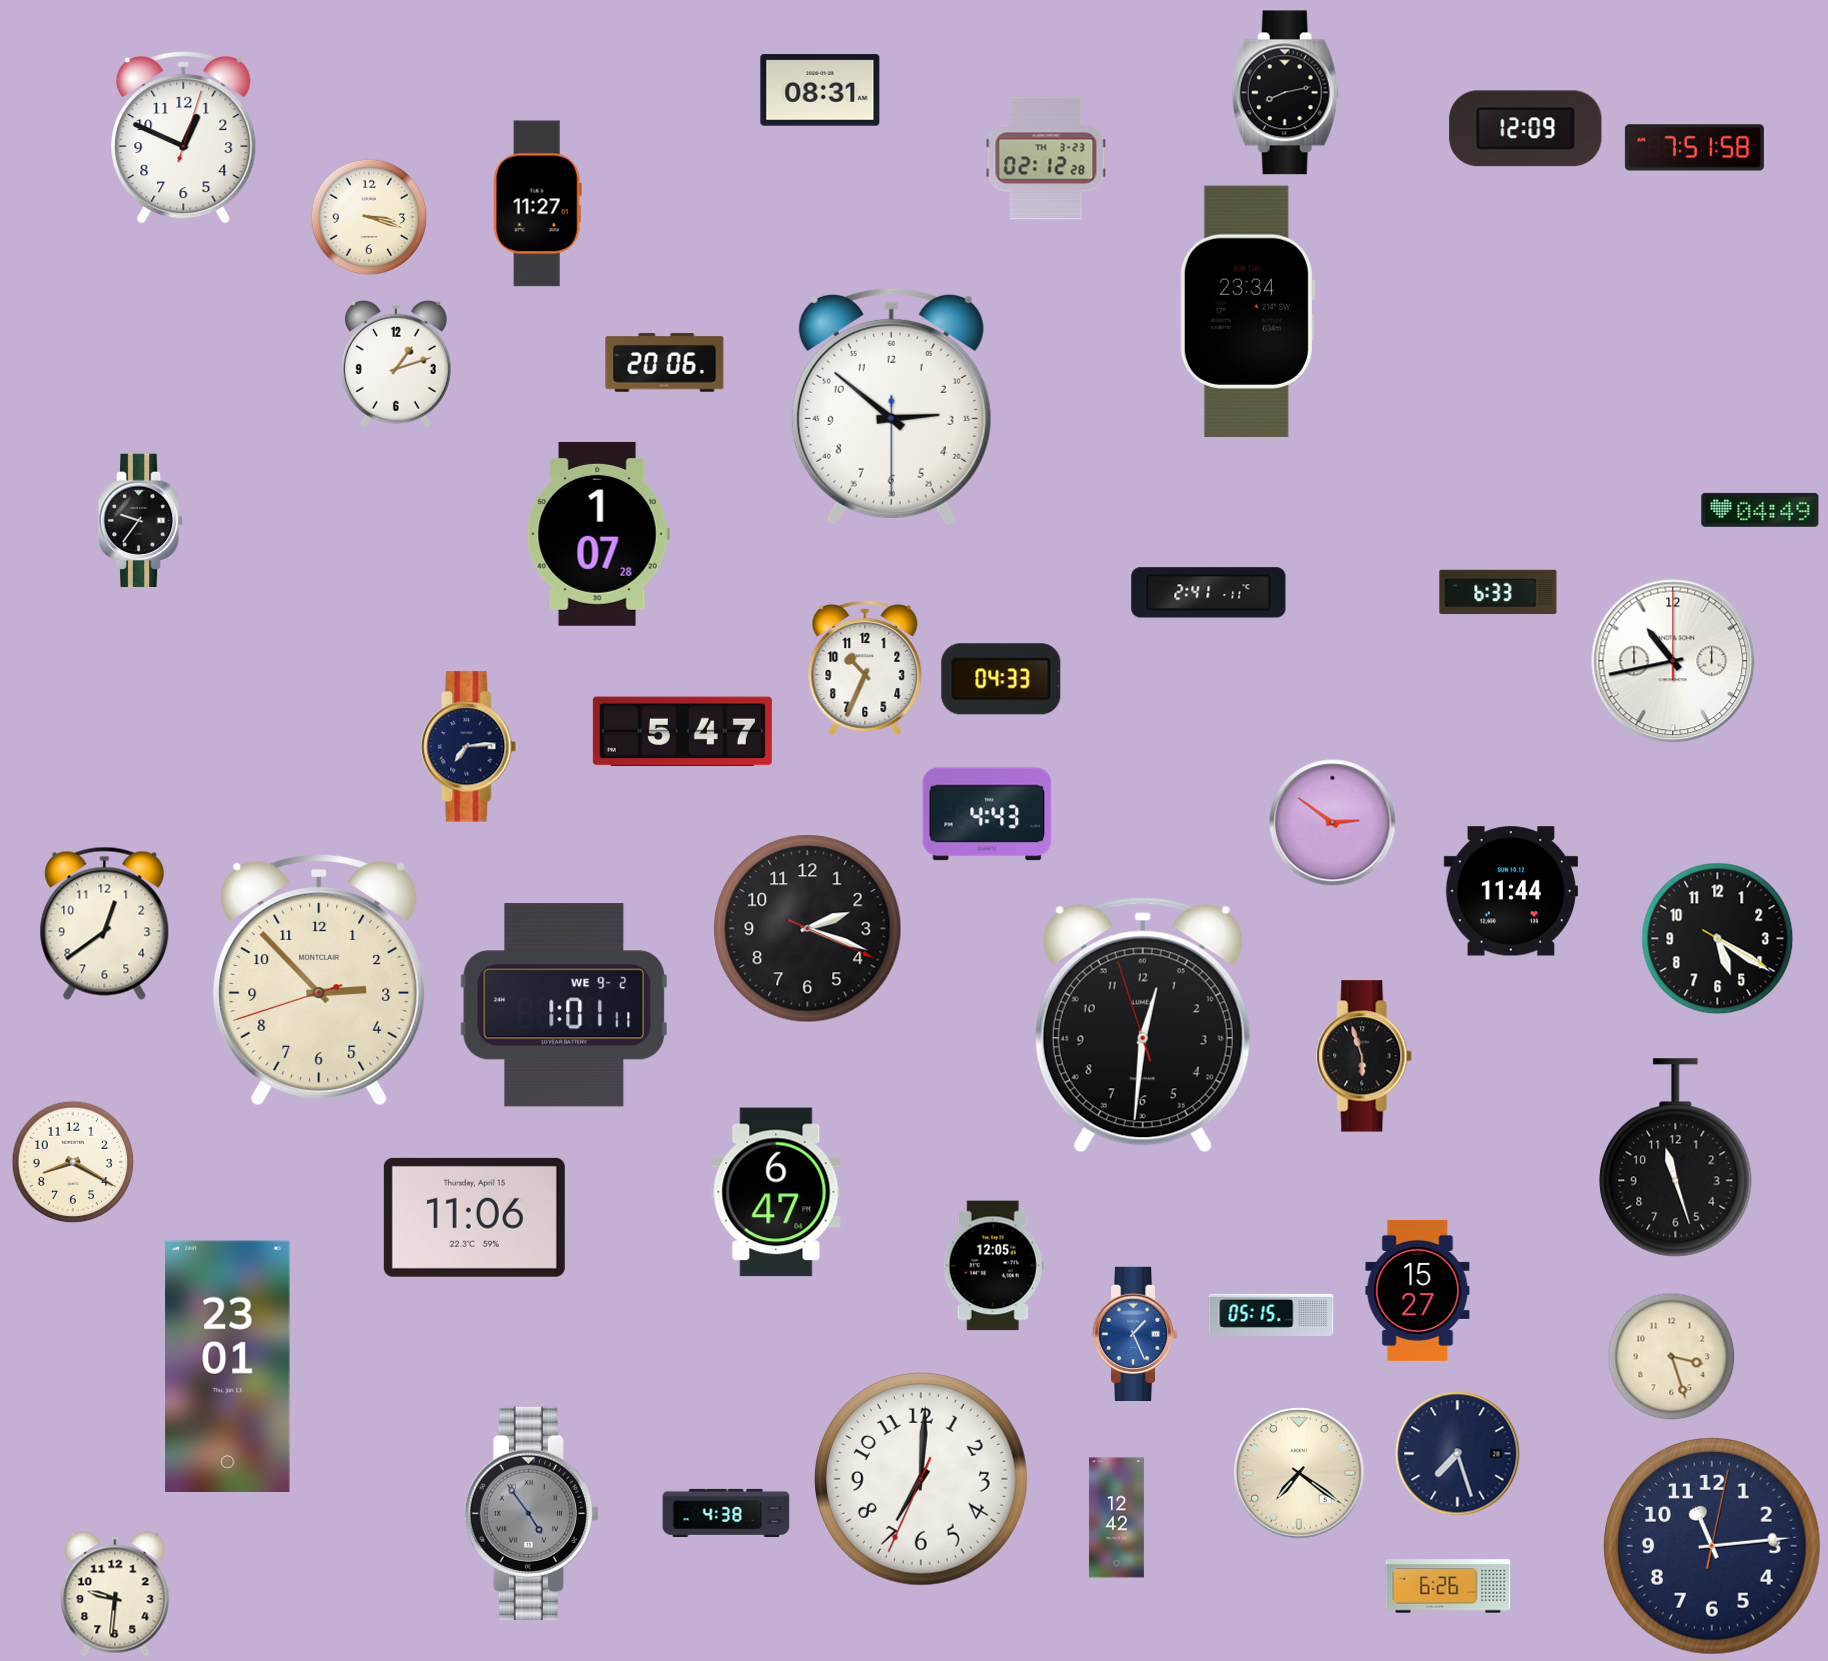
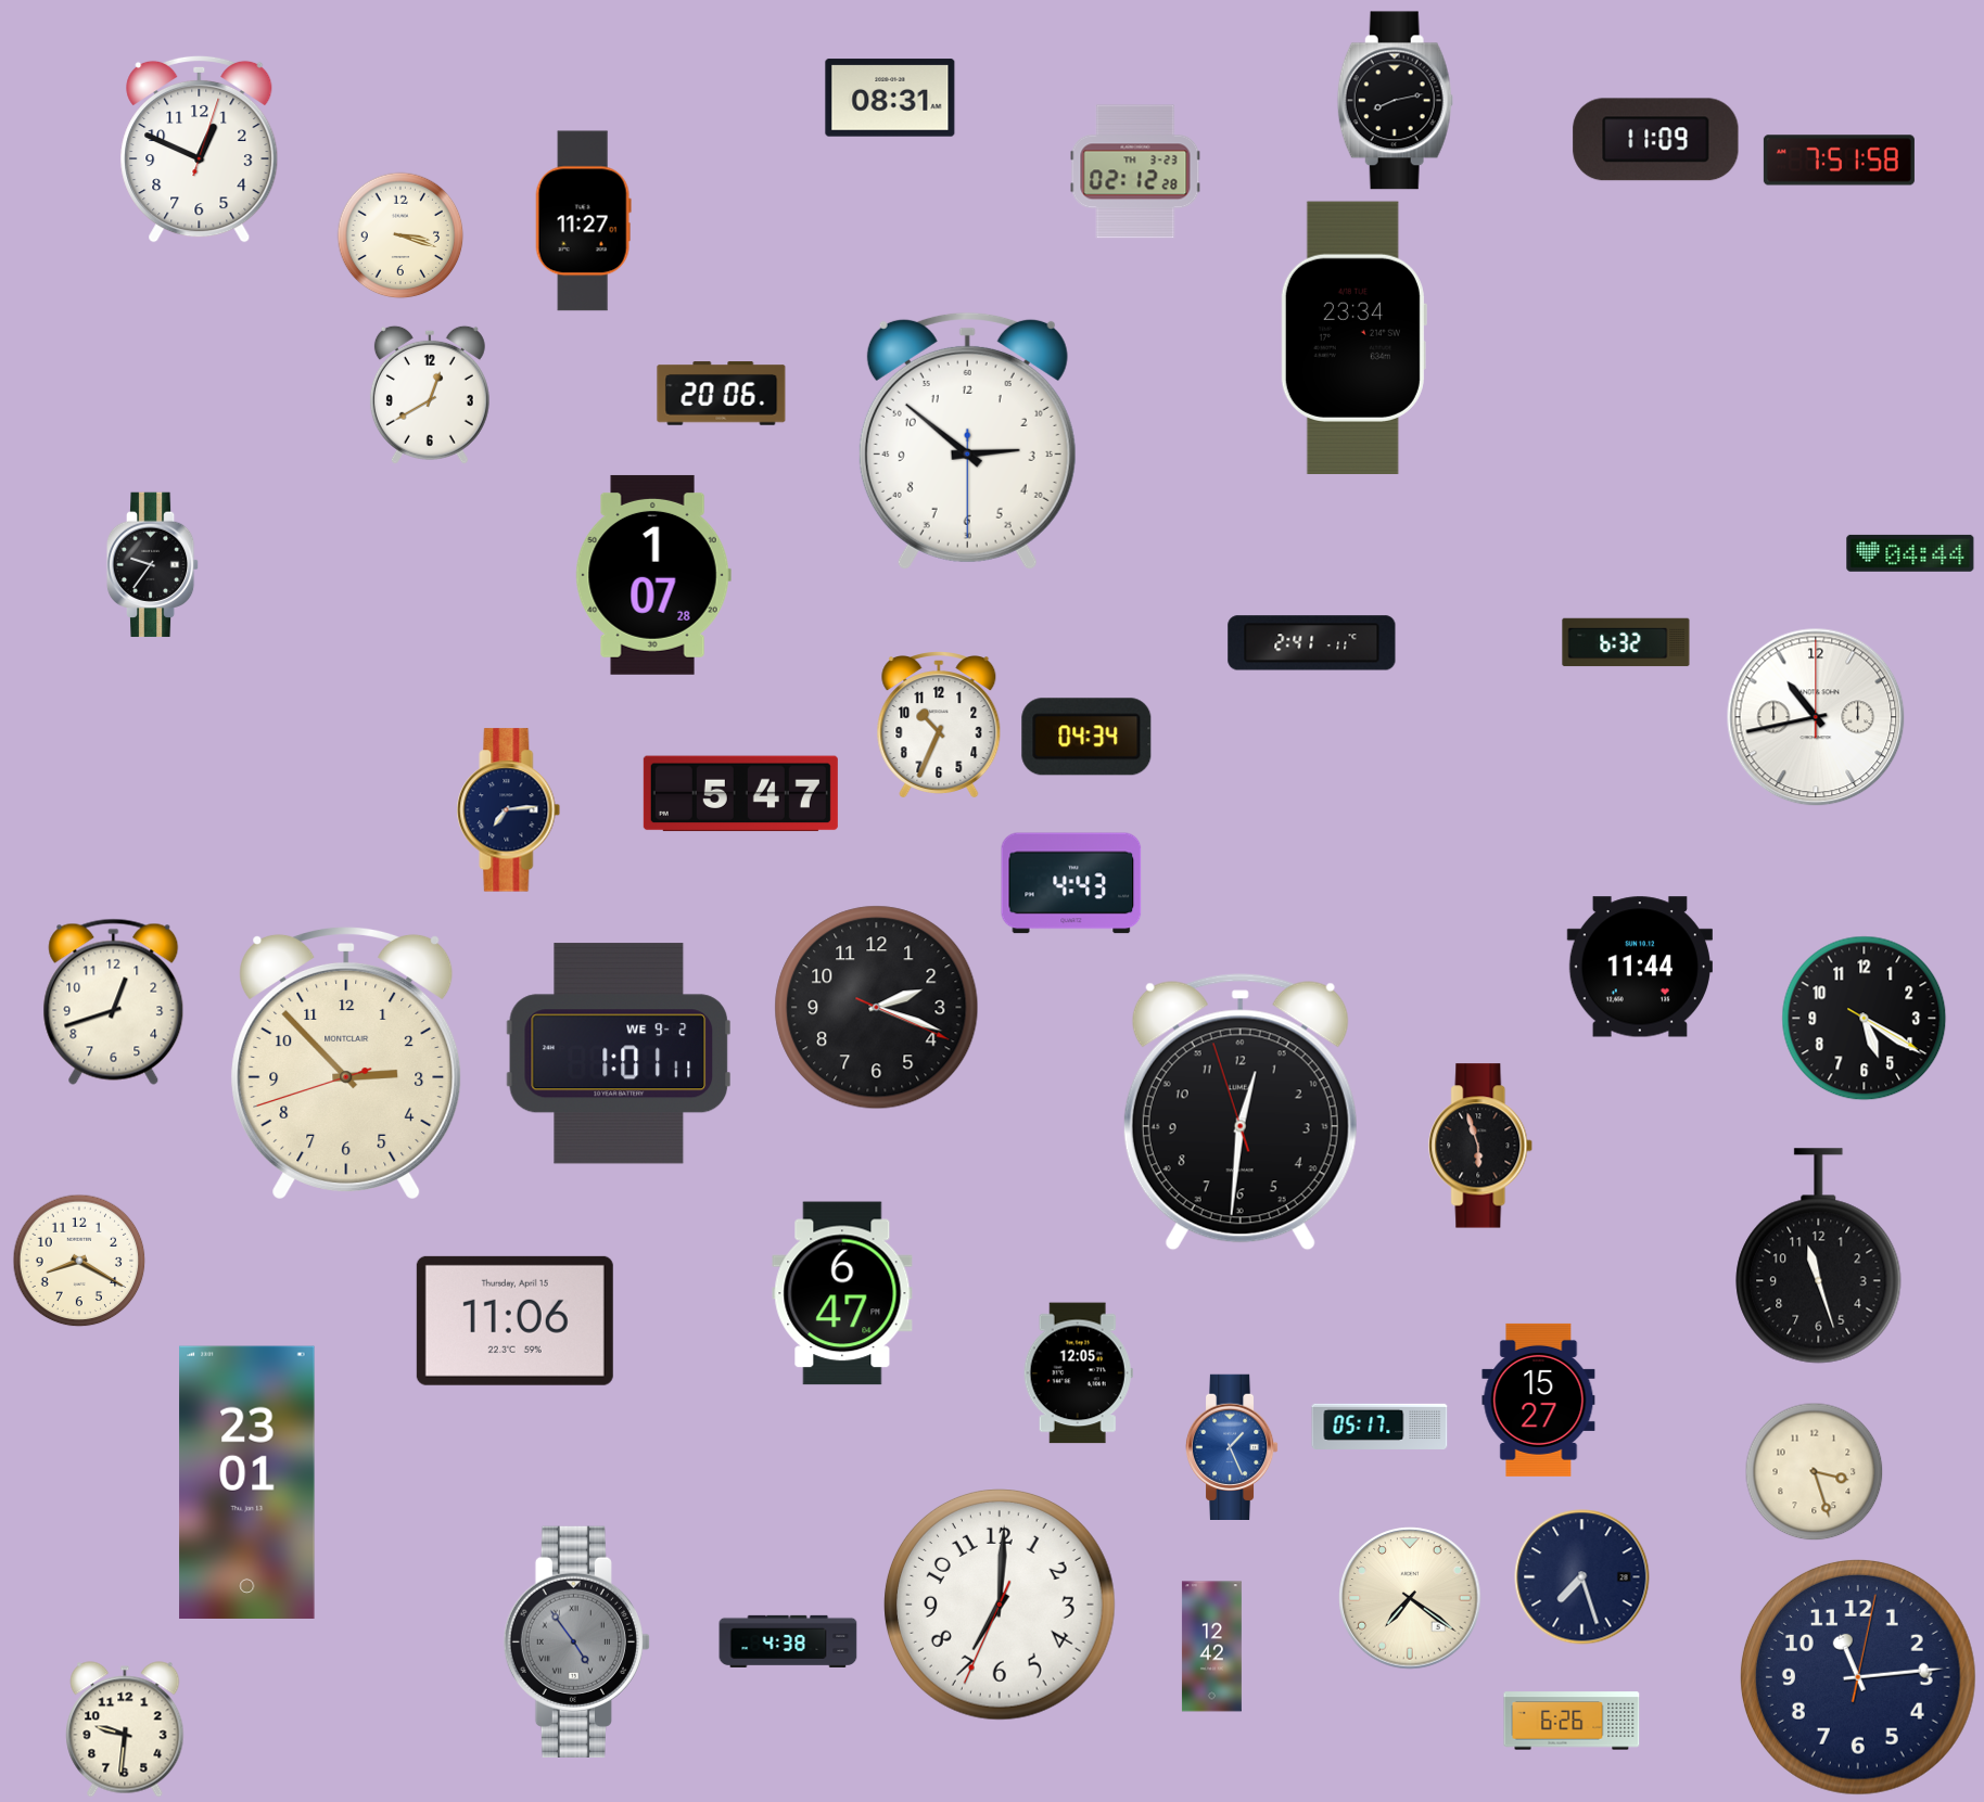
clock at (1526, 129): 12:09 -> 11:09
clock at (396, 364): 1:12 -> 12:40
clock at (1760, 510): 04:49 -> 04:44
clock at (598, 534) position: (598, 534) -> (653, 575)
clock at (1498, 592): 6:33 -> 6:32
clock at (1001, 679): 04:33 -> 04:34
clock at (1333, 823): 2:51 -> none
clock at (105, 923): 12:39 -> 12:42
clock at (563, 1005) position: (563, 1005) -> (618, 1053)
clock at (1271, 1315): 05:15 -> 05:17
